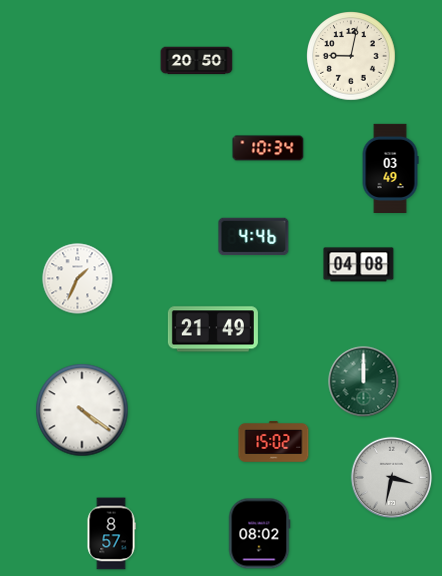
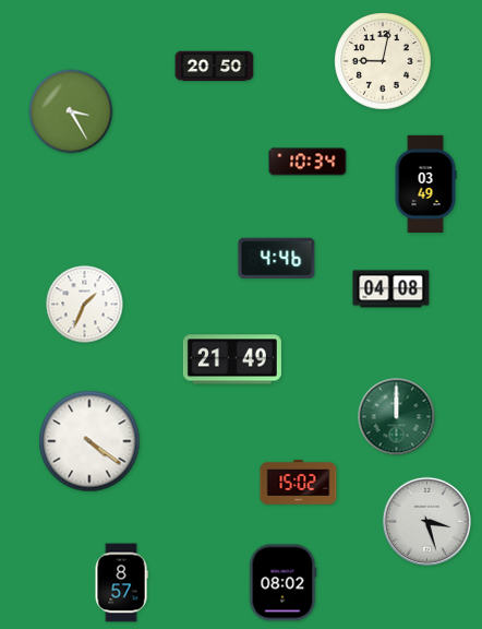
clock at (71, 111): none -> 3:25
clock at (268, 148) position: (268, 148) -> (308, 162)
clock at (82, 410) position: (82, 410) -> (89, 441)
clock at (392, 478): 3:32 -> 3:27
